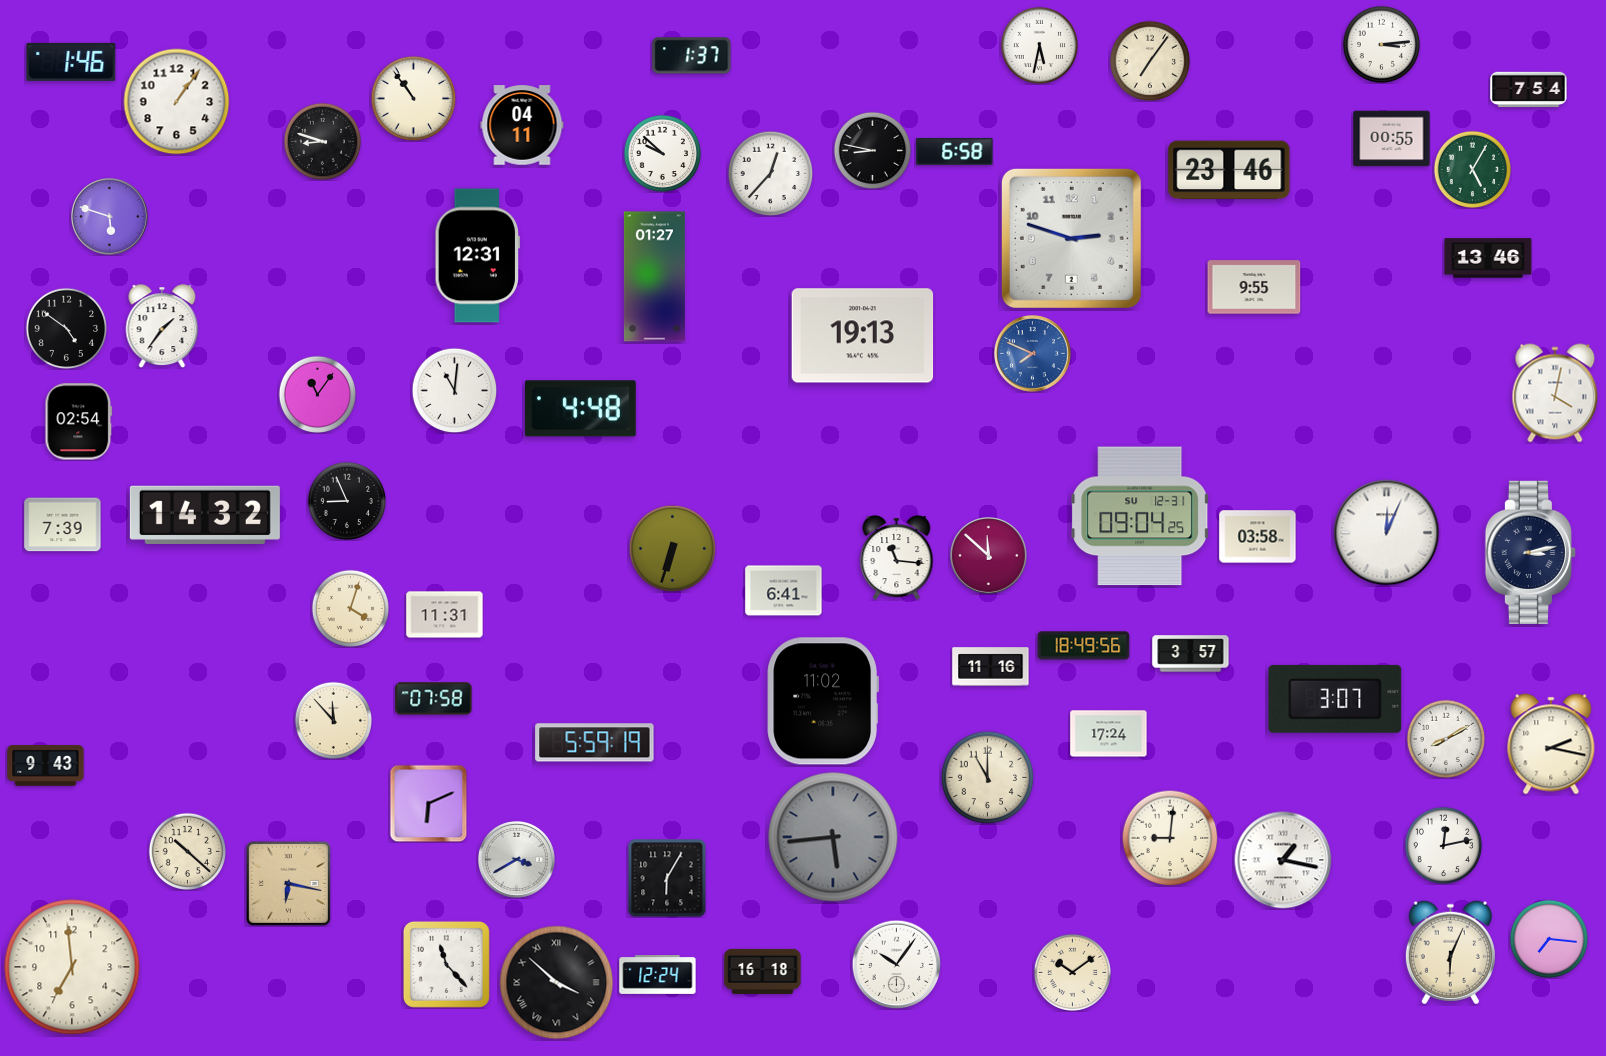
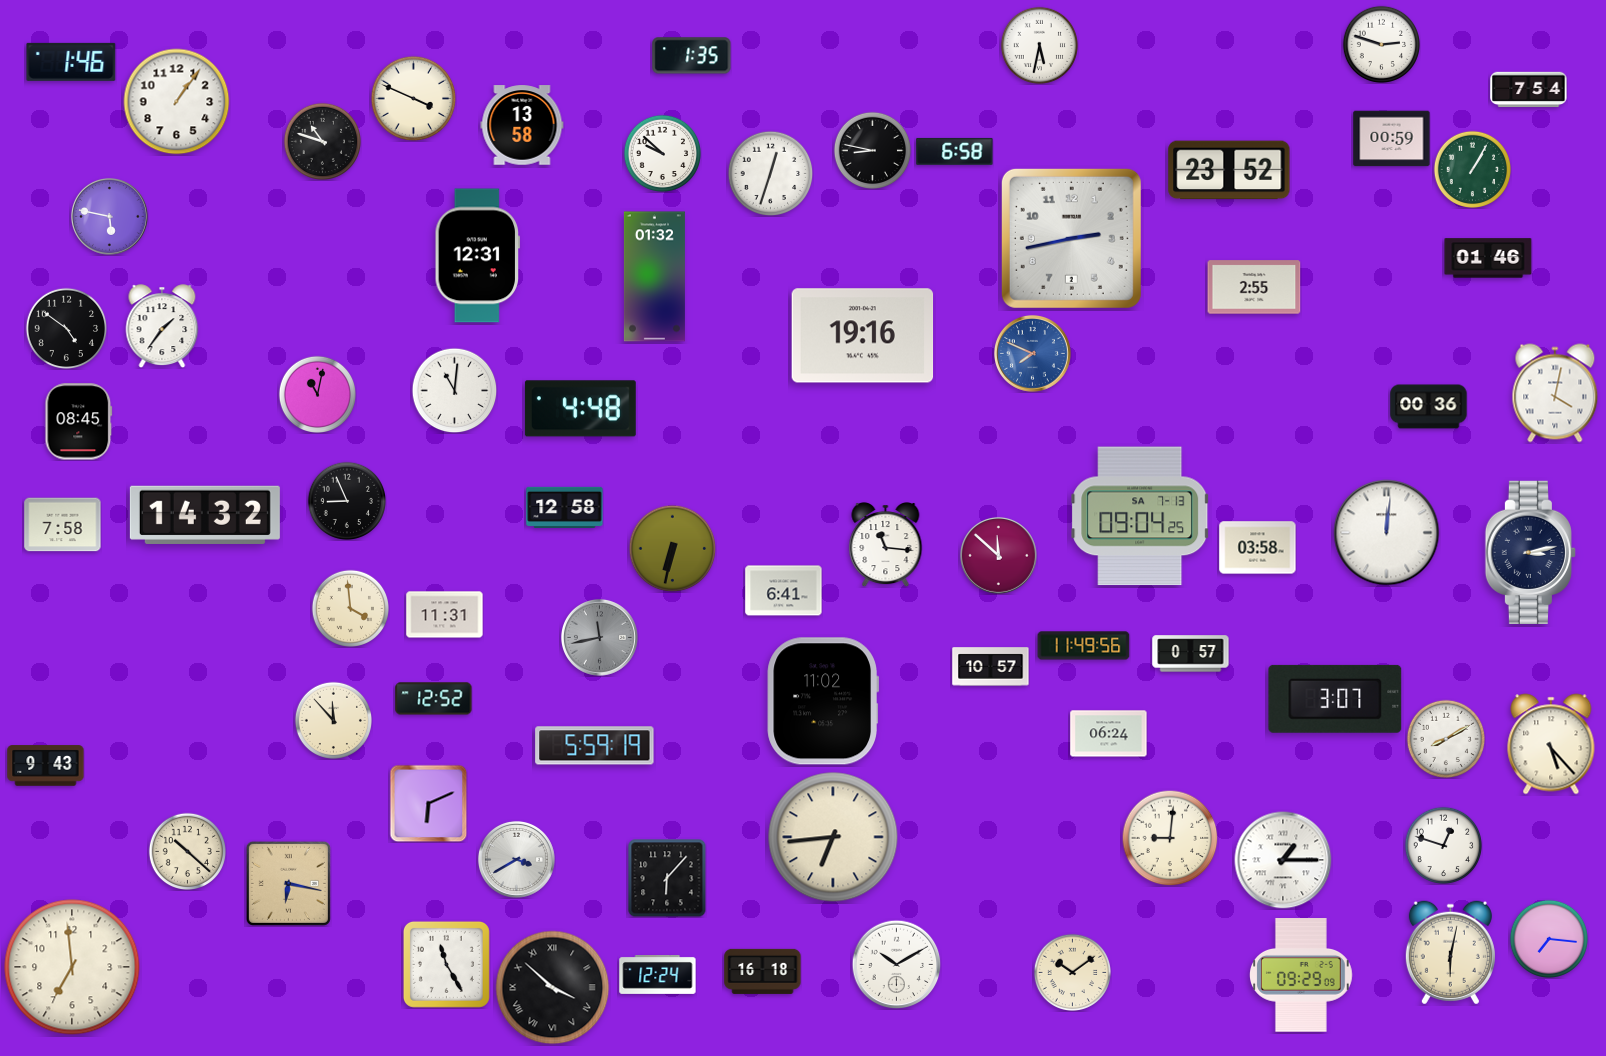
clock at (1381, 44): 3:14 -> 2:48
clock at (692, 56): 1:37 -> 1:35
clock at (1150, 61): 7:06 -> none
clock at (413, 98): 10:54 -> 3:49
clock at (522, 125): 04:11 -> 13:58
clock at (1392, 139): 00:55 -> 00:59
clock at (322, 141): 8:48 -> 10:48
clock at (1472, 169): 5:05 -> 1:05
clock at (1229, 170): 23:46 -> 23:52
clock at (770, 173): 12:37 -> 12:33
clock at (109, 216): 5:48 -> 5:47
clock at (1071, 238): 2:48 -> 2:43
clock at (1488, 258): 13:46 -> 01:46
clock at (654, 277): 01:27 -> 01:32
clock at (1254, 287): 9:55 -> 2:55
clock at (863, 336): 19:13 -> 19:16
clock at (317, 394): 11:06 -> 11:02
clock at (1429, 407): none -> 00:36
clock at (79, 422): 02:54 -> 08:45
clock at (565, 507): none -> 12:58
clock at (1140, 516) date: SU 12-31 -> SA 7-13
clock at (63, 525): 7:39 -> 7:58
clock at (1387, 533): 12:04 -> 12:01
clock at (1258, 537) position: (1258, 537) -> (1258, 548)
clock at (672, 548): 6:33 -> 6:32
clock at (988, 555) position: (988, 555) -> (998, 555)
clock at (897, 558) position: (897, 558) -> (886, 545)
clock at (350, 608): 4:03 -> 3:59
clock at (599, 637): none -> 11:43
clock at (1084, 646): 18:49 -> 11:49
clock at (1191, 654): 3:57 -> 0:57
clock at (991, 667): 11:16 -> 10:57
clock at (434, 699): 07:58 -> 12:52
clock at (1109, 734): 17:24 -> 06:24
clock at (595, 743) position: (595, 743) -> (595, 746)
clock at (1551, 744): 2:17 -> 5:23
clock at (987, 777): 11:00 -> none
clock at (833, 837): 5:44 -> 6:44
clock at (833, 837) dial: grey -> cream
clock at (1443, 845): 12:13 -> 12:48
clock at (1283, 860): 1:17 -> 1:15
clock at (667, 878): 6:05 -> 6:07
clock at (1450, 953): 6:04 -> 6:02
clock at (446, 964): 11:23 -> 11:25
clock at (896, 964): 10:06 -> 10:10
clock at (1302, 975): none -> 09:29
clock at (557, 983) position: (557, 983) -> (553, 988)
